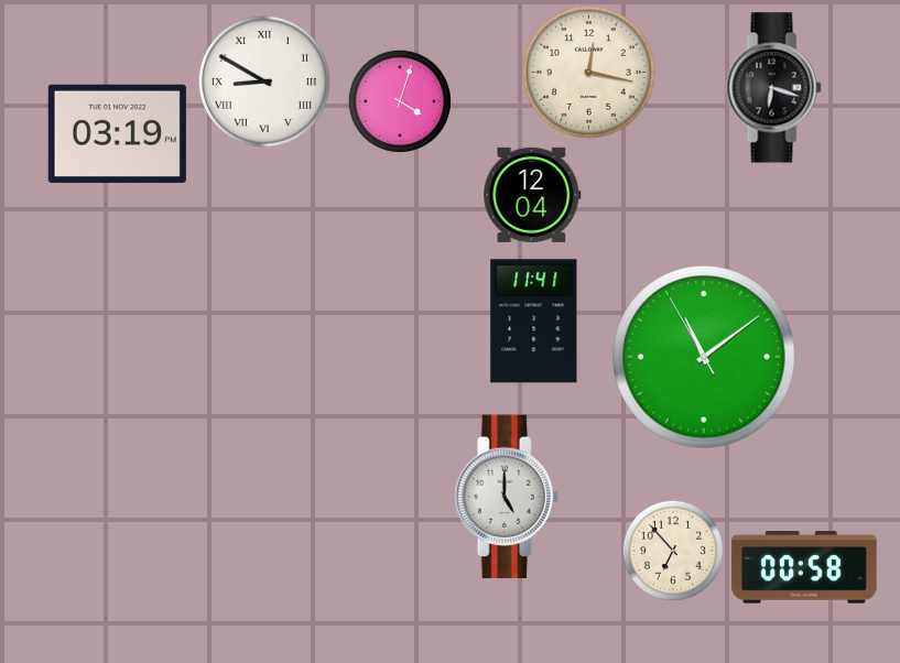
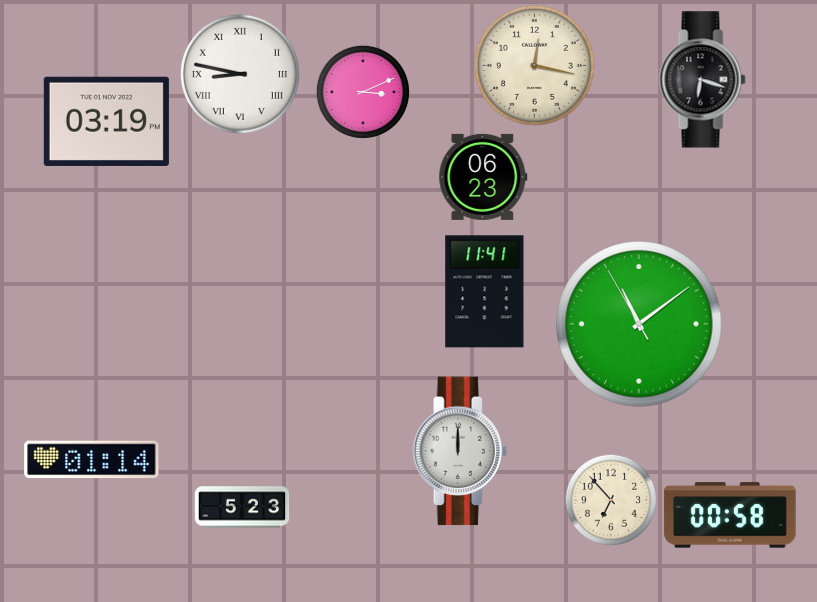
clock at (264, 81): 8:50 -> 8:47
clock at (399, 100): 4:03 -> 3:11
clock at (532, 195): 12:04 -> 06:23
clock at (507, 497): 5:00 -> 12:00
clock at (92, 460): none -> 01:14
clock at (242, 507): none -> 5:23
